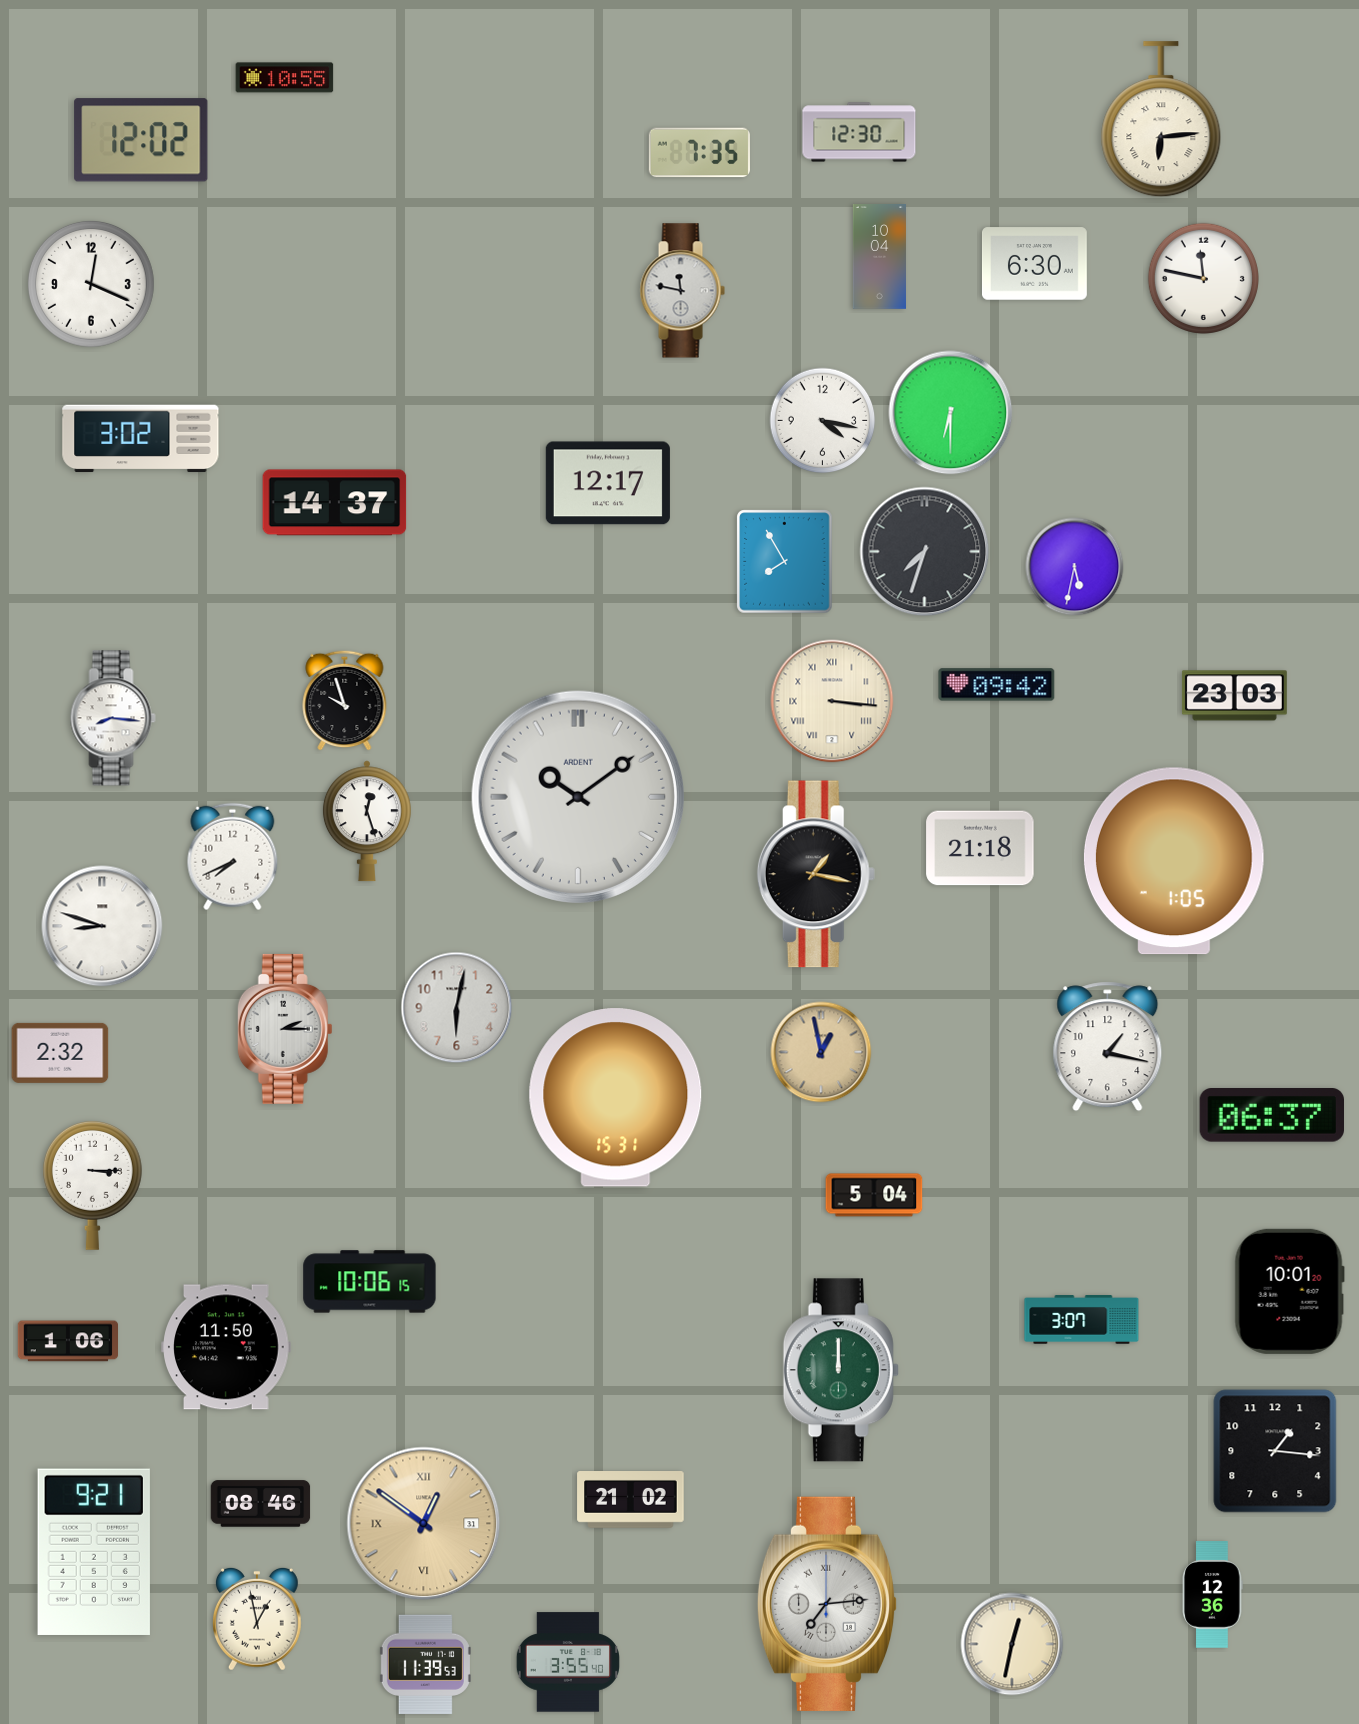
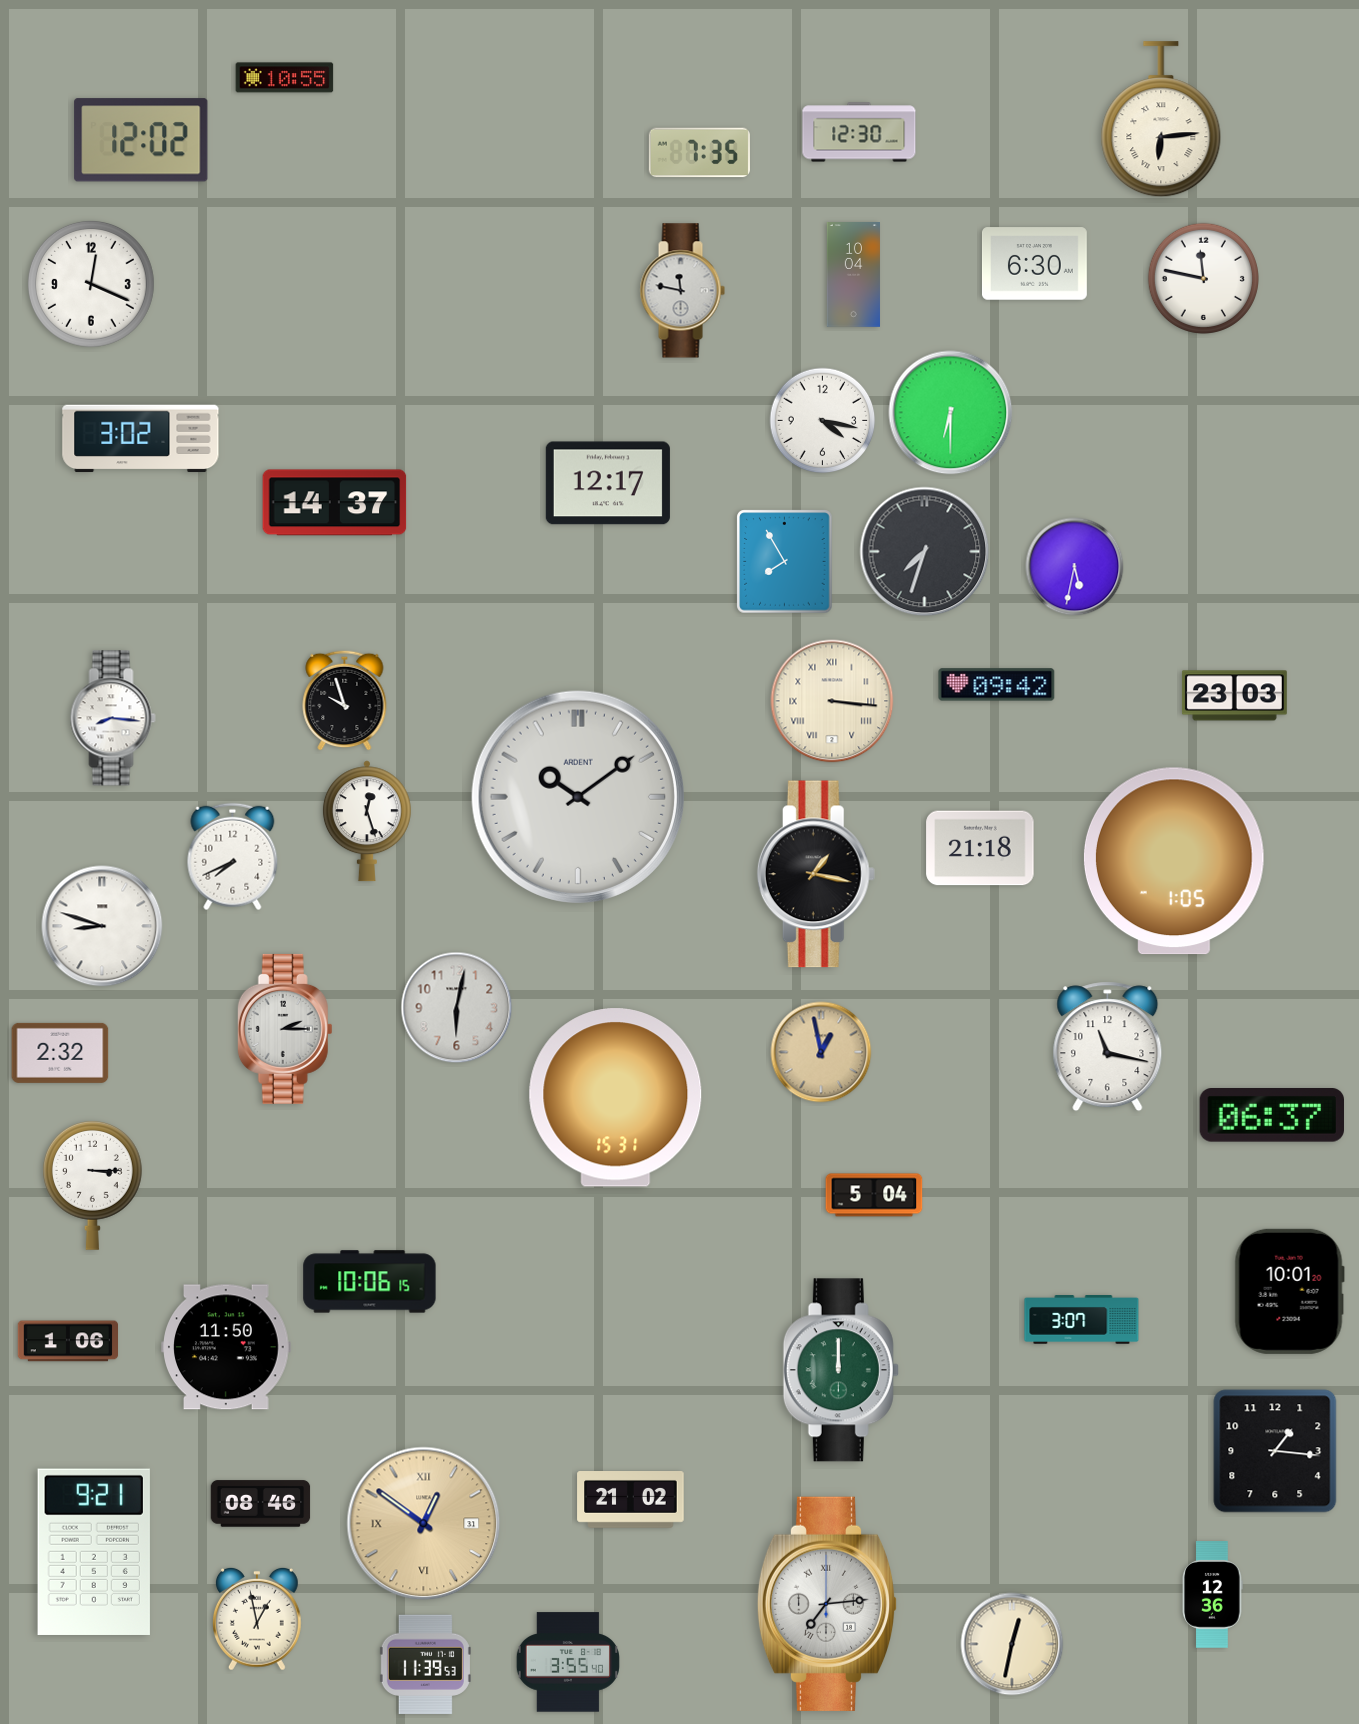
clock at (879, 257) position: (879, 257) -> (853, 275)
clock at (1108, 1047): 1:17 -> 11:17
